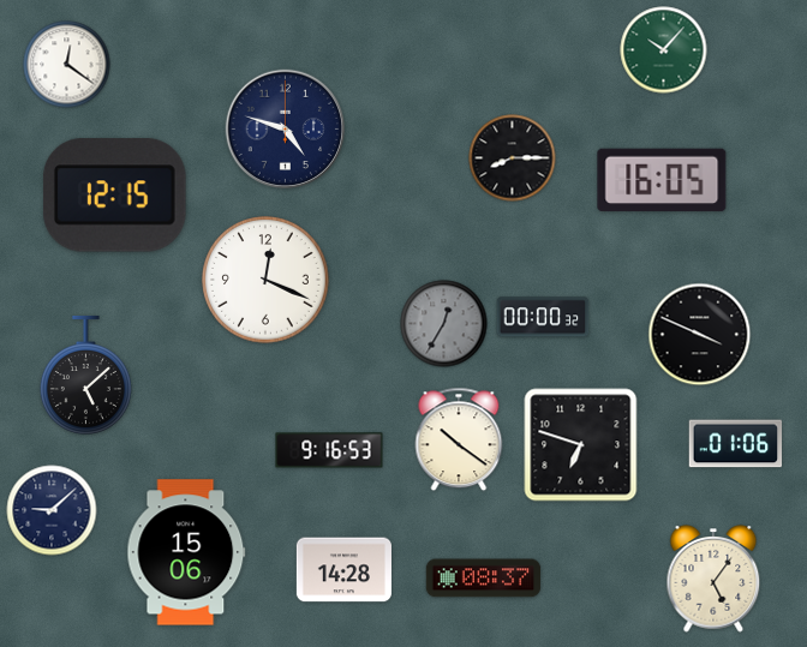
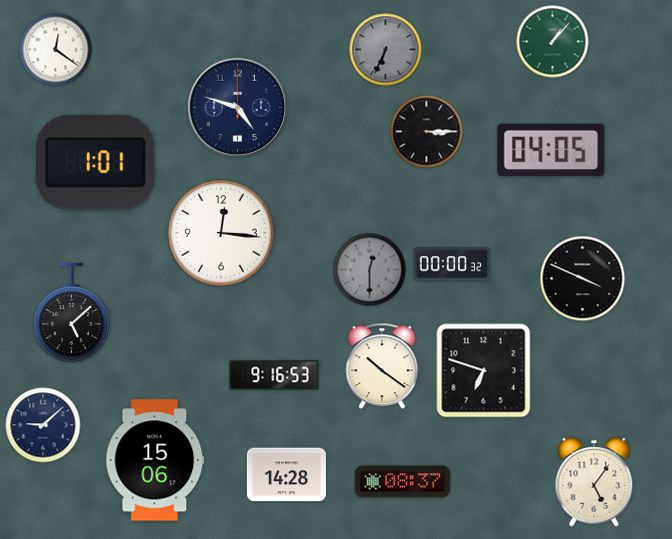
clock at (664, 50): 10:07 -> 1:07
clock at (386, 50): none -> 6:34
clock at (67, 65) position: (67, 65) -> (56, 50)
clock at (513, 158): 8:15 -> 3:15
clock at (662, 180): 16:05 -> 04:05
clock at (114, 196): 12:15 -> 1:01
clock at (265, 280): 12:19 -> 12:16
clock at (444, 324): 12:35 -> 12:30
clock at (736, 444): 01:06 -> none
